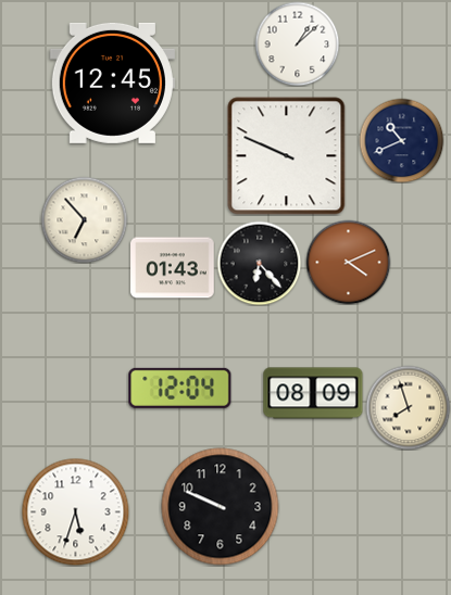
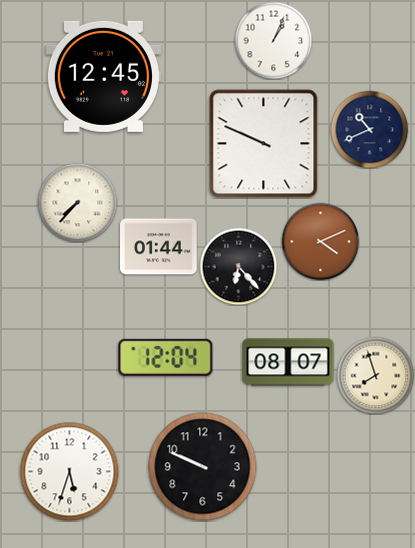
clock at (297, 43): 1:08 -> 1:04
clock at (84, 219): 6:53 -> 7:37
clock at (259, 263) position: (259, 263) -> (238, 266)
clock at (173, 268): 01:43 -> 01:44
clock at (313, 393): 08:09 -> 08:07
